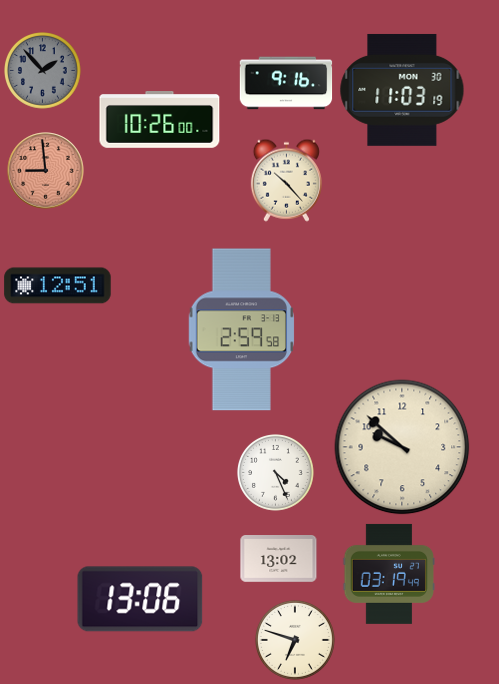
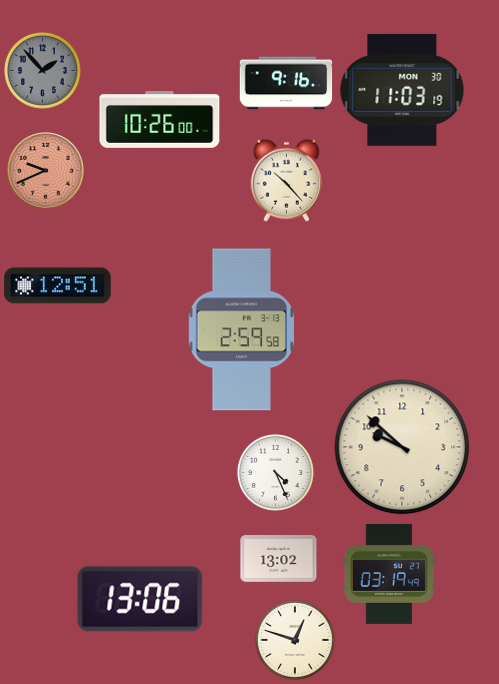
clock at (46, 171): 8:59 -> 9:41
clock at (295, 640): 6:48 -> 12:48
